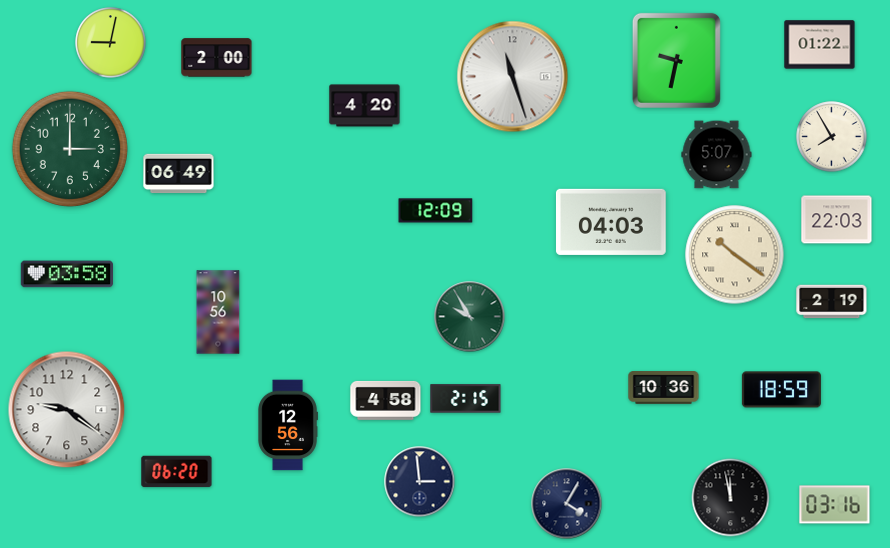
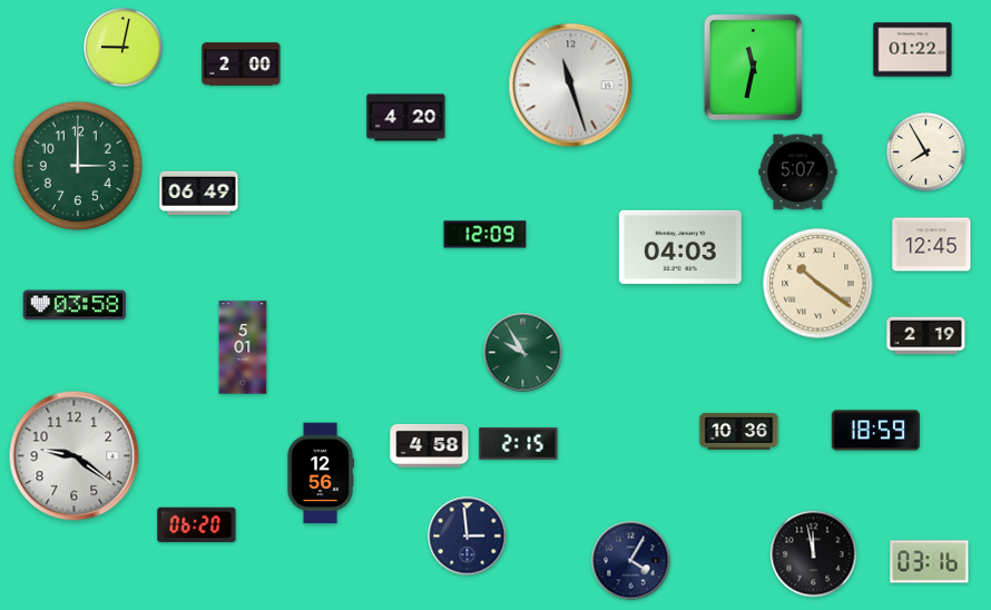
clock at (676, 60): 9:32 -> 11:32
clock at (837, 220): 22:03 -> 12:45
clock at (218, 312): 10:56 -> 5:01
clock at (781, 390) position: (781, 390) -> (875, 431)
